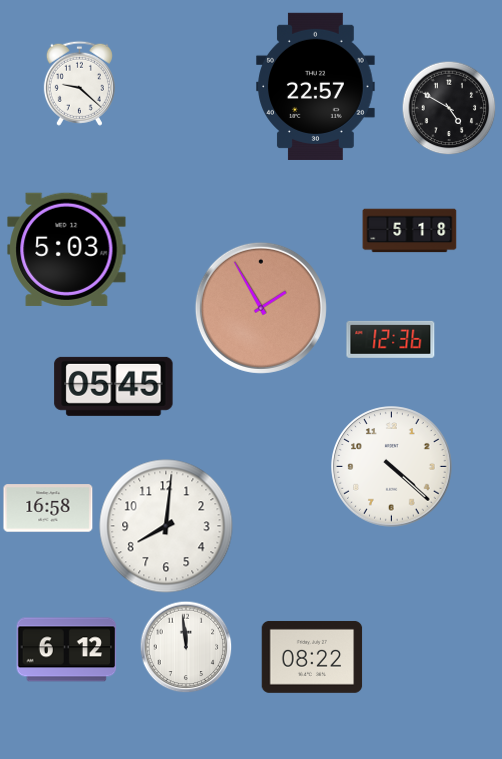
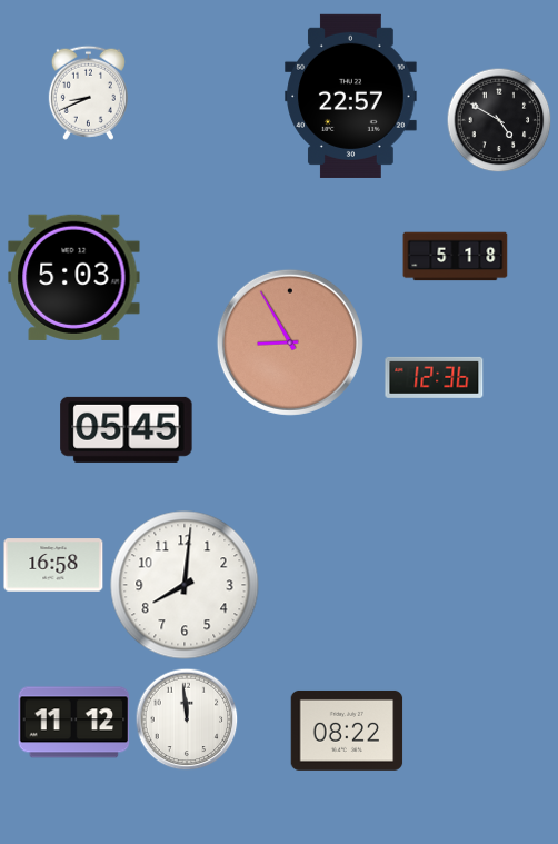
clock at (79, 83): 9:22 -> 8:41
clock at (261, 308): 1:55 -> 8:55
clock at (392, 467): 4:22 -> none
clock at (186, 647) position: (186, 647) -> (187, 719)
clock at (67, 650): 6:12 -> 11:12
